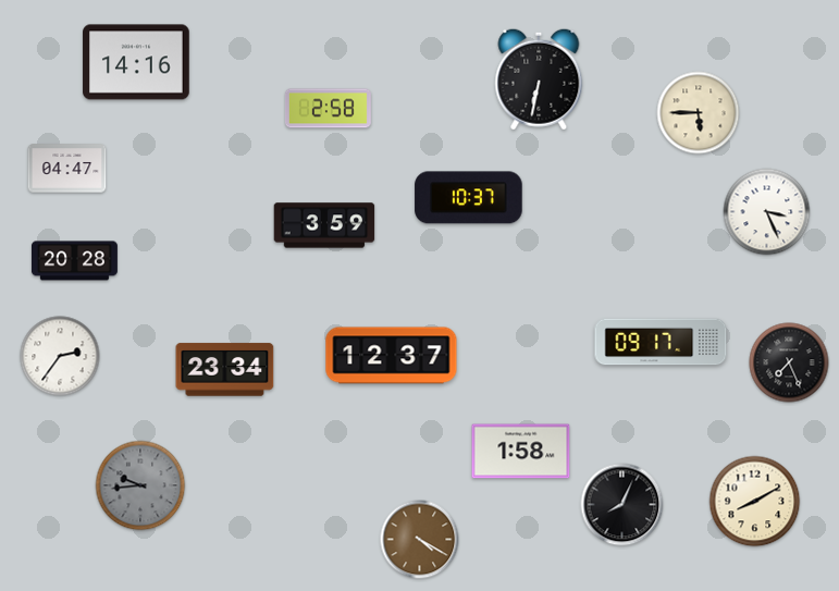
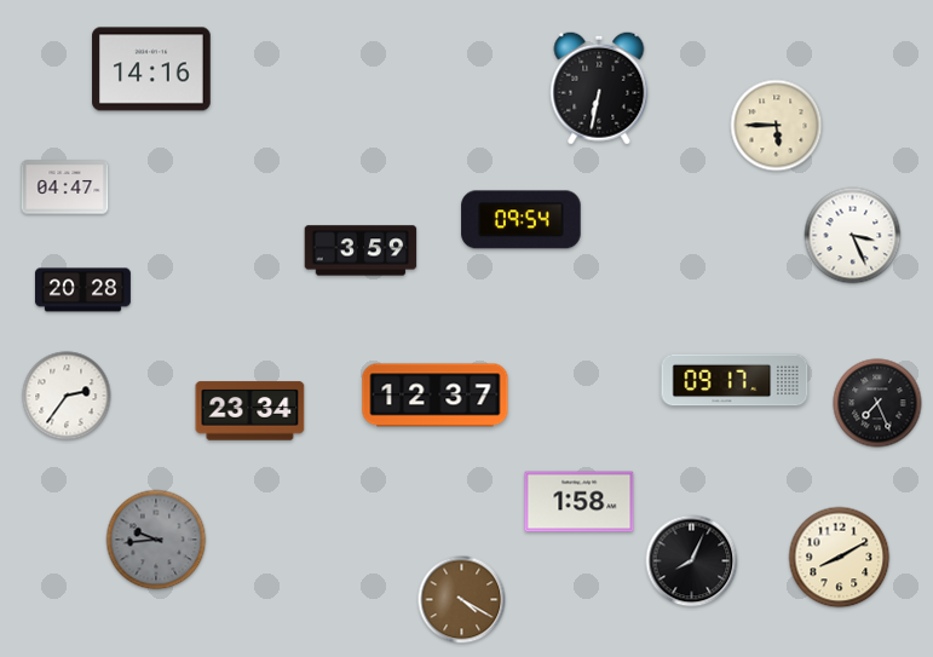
clock at (328, 109): 2:58 -> none
clock at (67, 169) position: (67, 169) -> (65, 188)
clock at (469, 198): 10:37 -> 09:54
clock at (420, 540) position: (420, 540) -> (462, 600)
